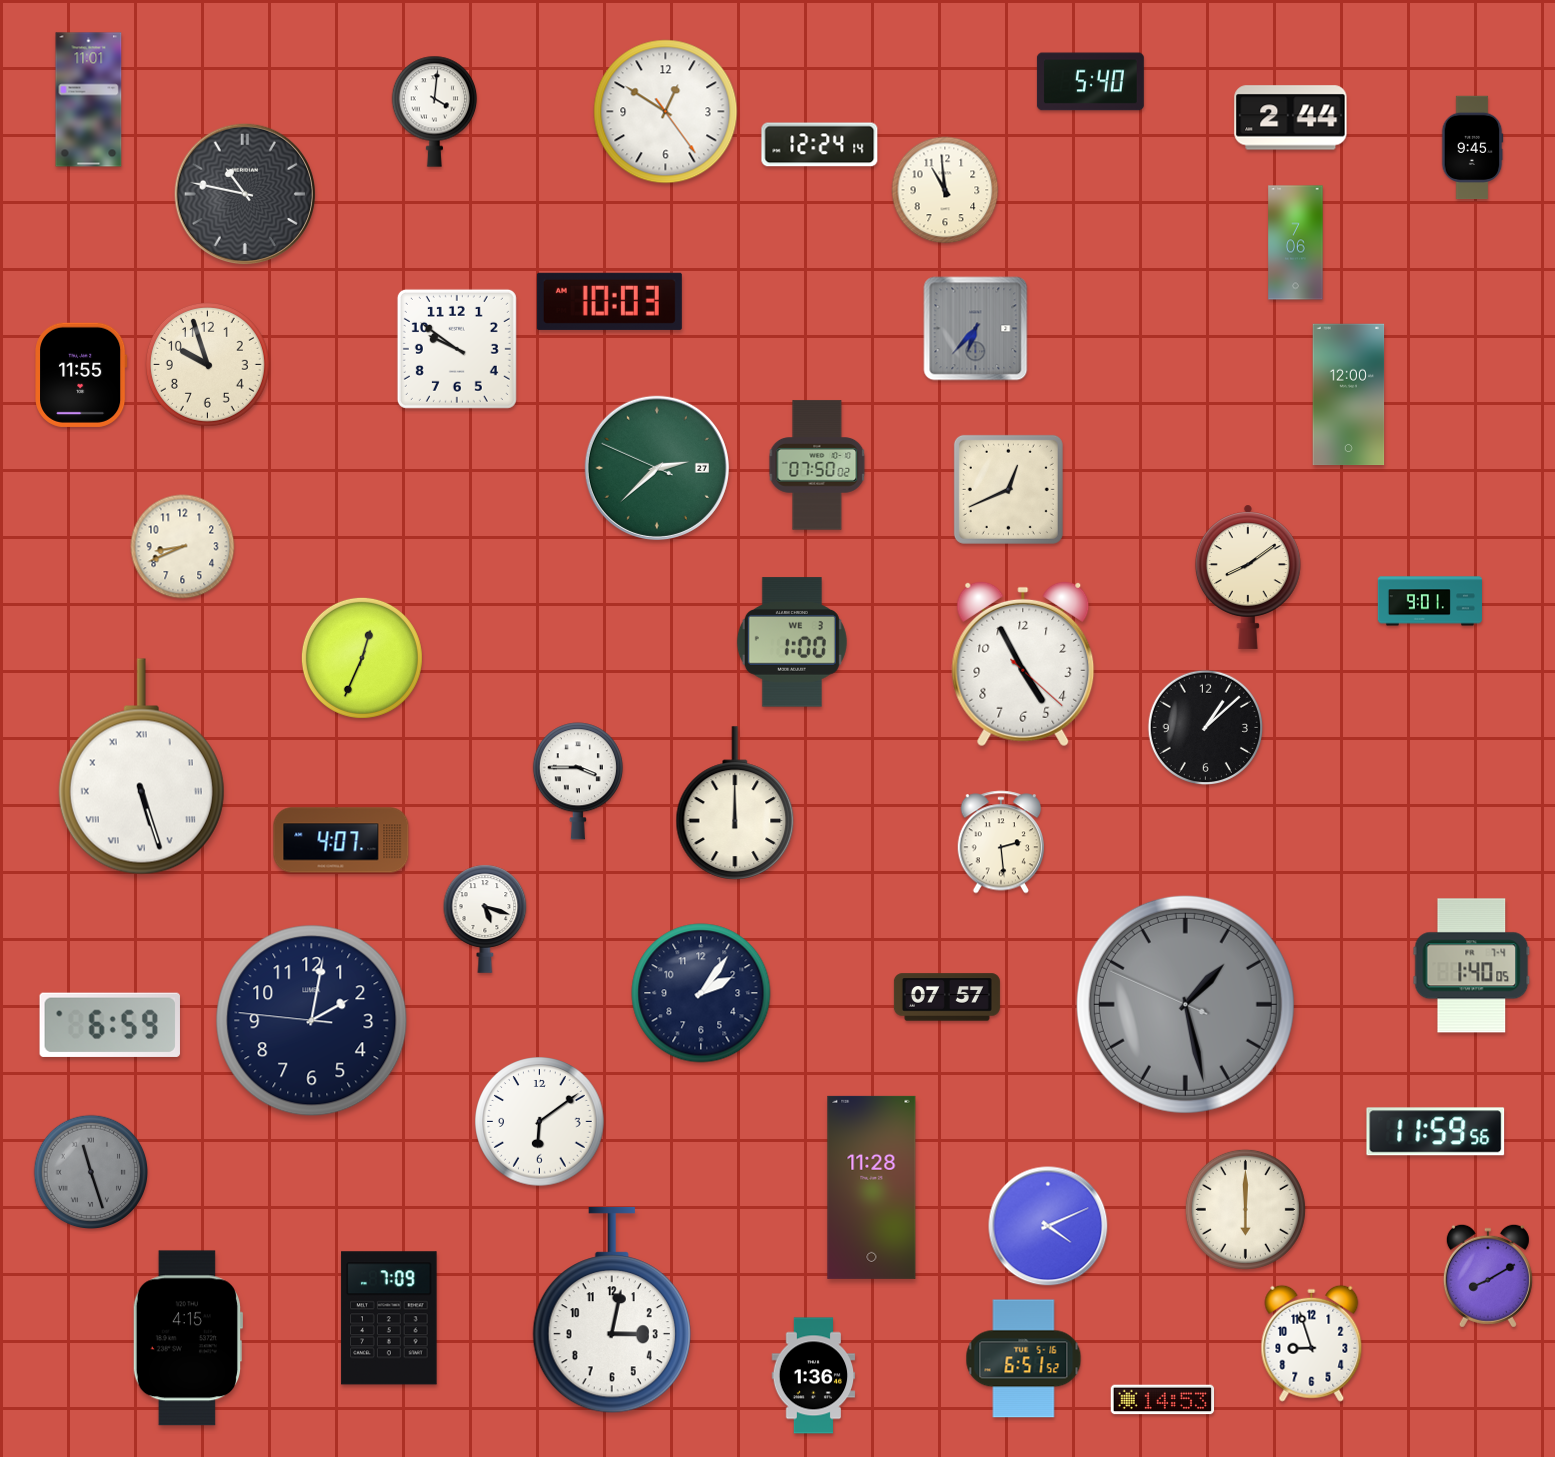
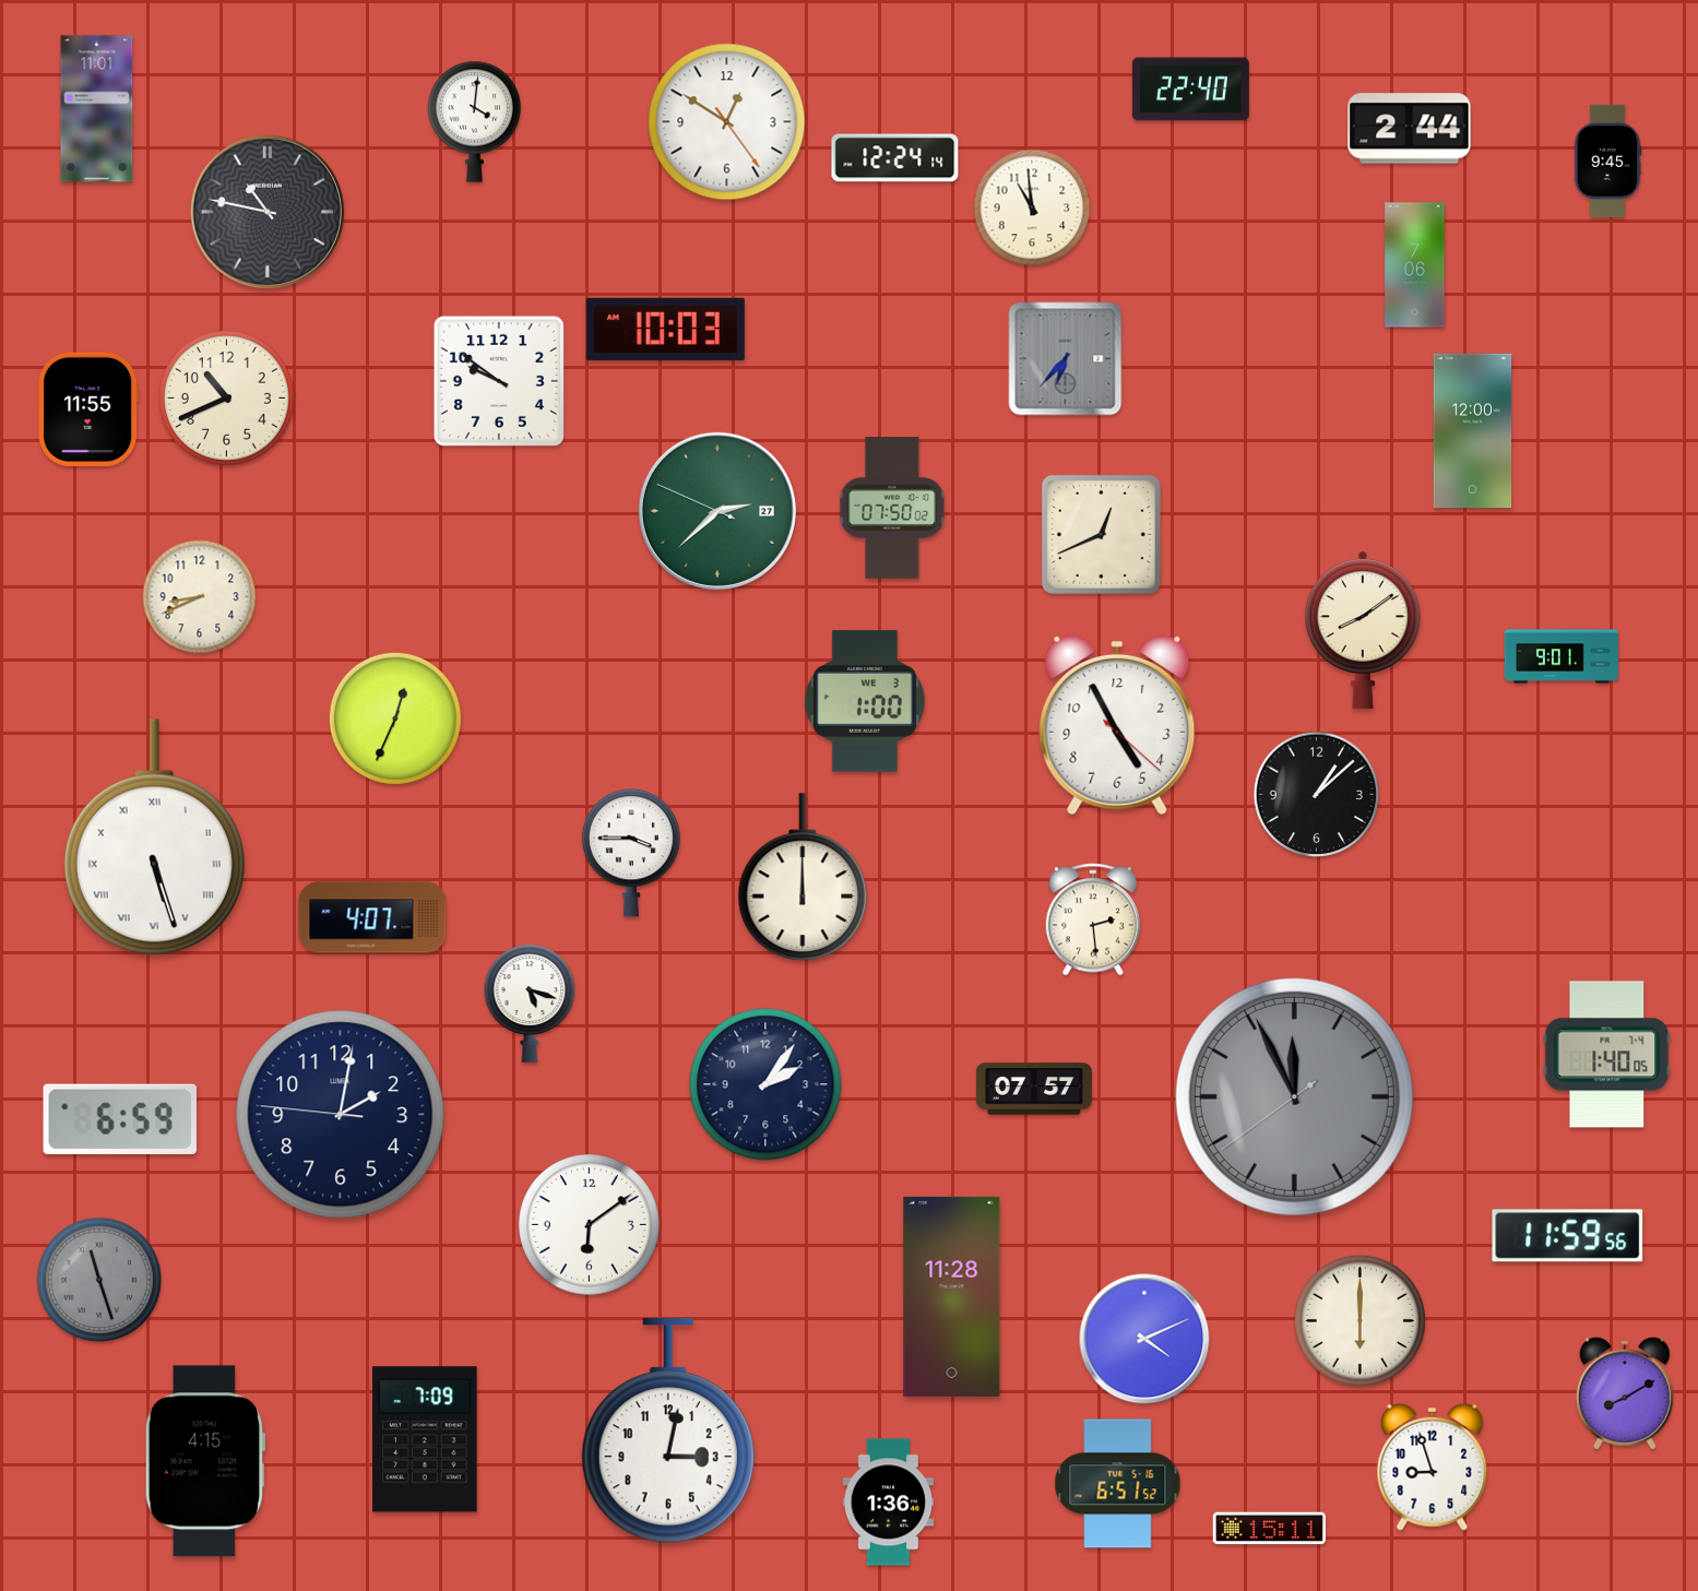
clock at (1090, 82): 5:40 -> 22:40
clock at (207, 364): 9:57 -> 10:41
clock at (1185, 1004): 1:27 -> 11:55
clock at (1163, 1400): 14:53 -> 15:11
